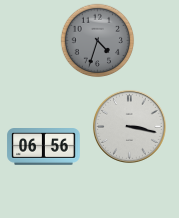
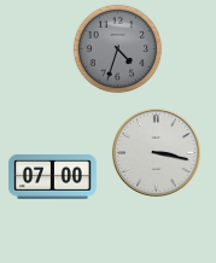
clock at (44, 147): 06:56 -> 07:00
